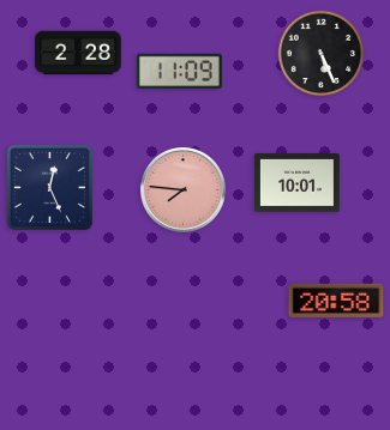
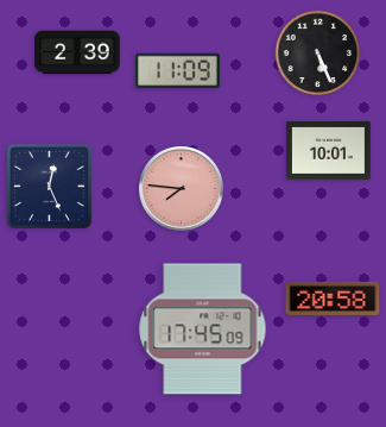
clock at (78, 53): 2:28 -> 2:39
clock at (298, 183) position: (298, 183) -> (329, 151)
clock at (203, 329): none -> 17:45
